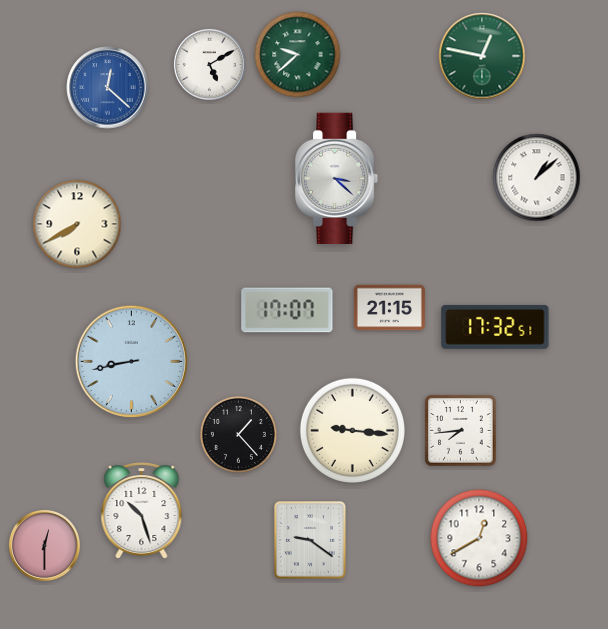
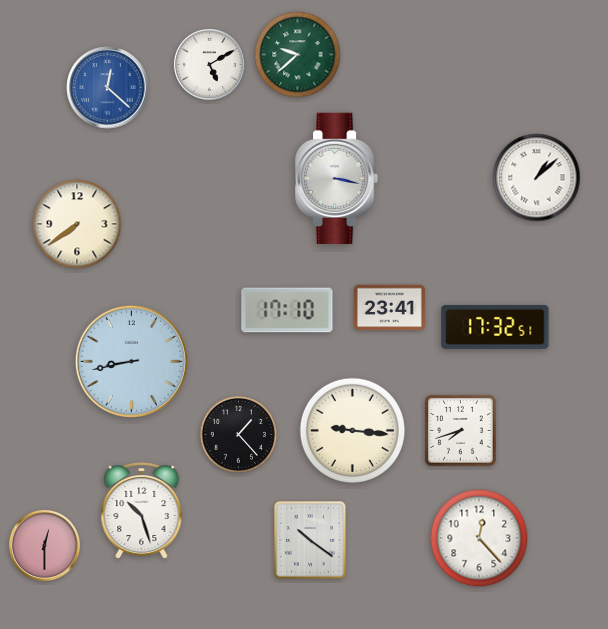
clock at (482, 56): 12:47 -> none
clock at (338, 178): 3:22 -> 3:17
clock at (77, 224): 7:40 -> 7:39
clock at (389, 308): 21:15 -> 23:41
clock at (287, 310): 17:07 -> 17:10
clock at (461, 431): 7:44 -> 7:42
clock at (479, 538): 12:40 -> 12:23
clock at (310, 541): 9:21 -> 10:21
